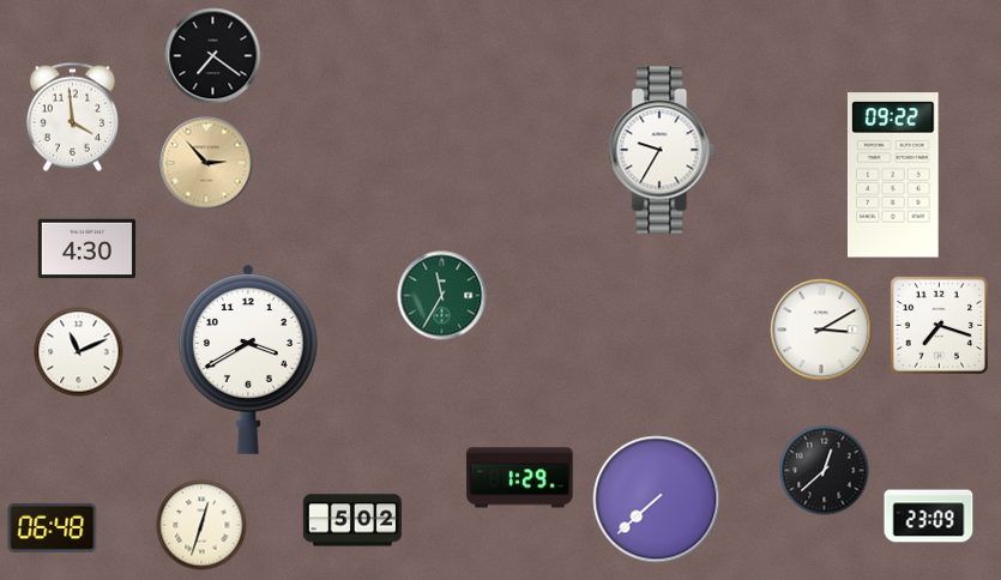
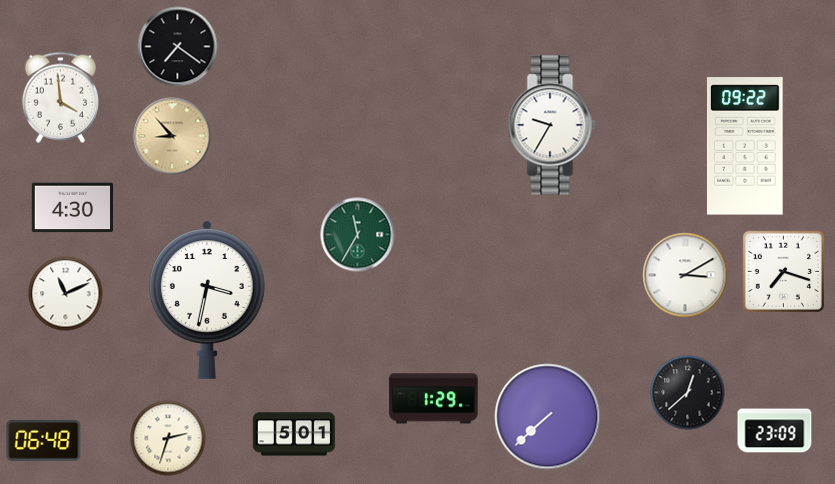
clock at (206, 163): 2:53 -> 8:53
clock at (442, 296) position: (442, 296) -> (358, 235)
clock at (248, 360): 3:40 -> 3:32
clock at (352, 520): 5:02 -> 5:01
clock at (201, 525): 12:33 -> 2:33
